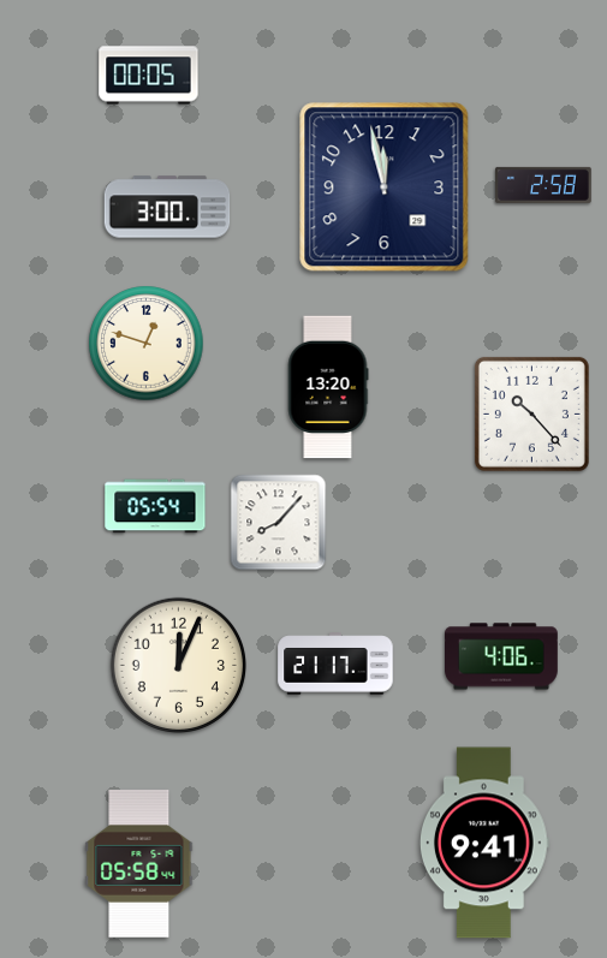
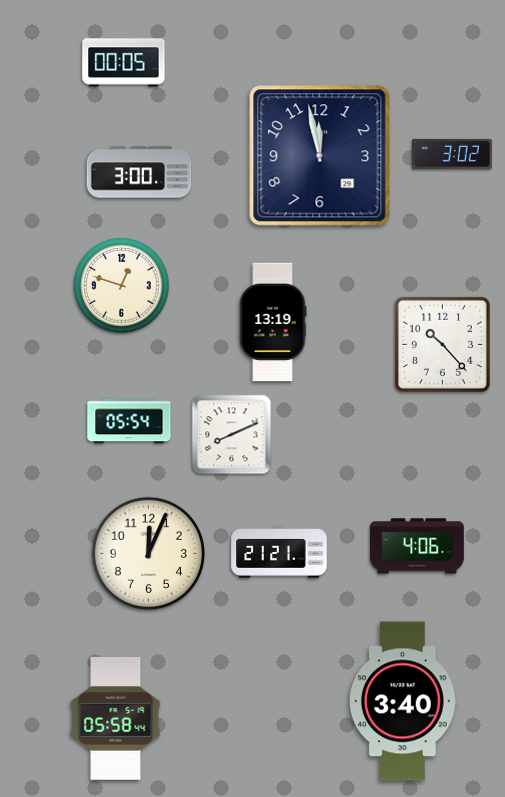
clock at (544, 185): 2:58 -> 3:02
clock at (328, 387): 13:20 -> 13:19
clock at (279, 523): 8:07 -> 8:11
clock at (335, 664): 21:17 -> 21:21
clock at (484, 843): 9:41 -> 3:40
